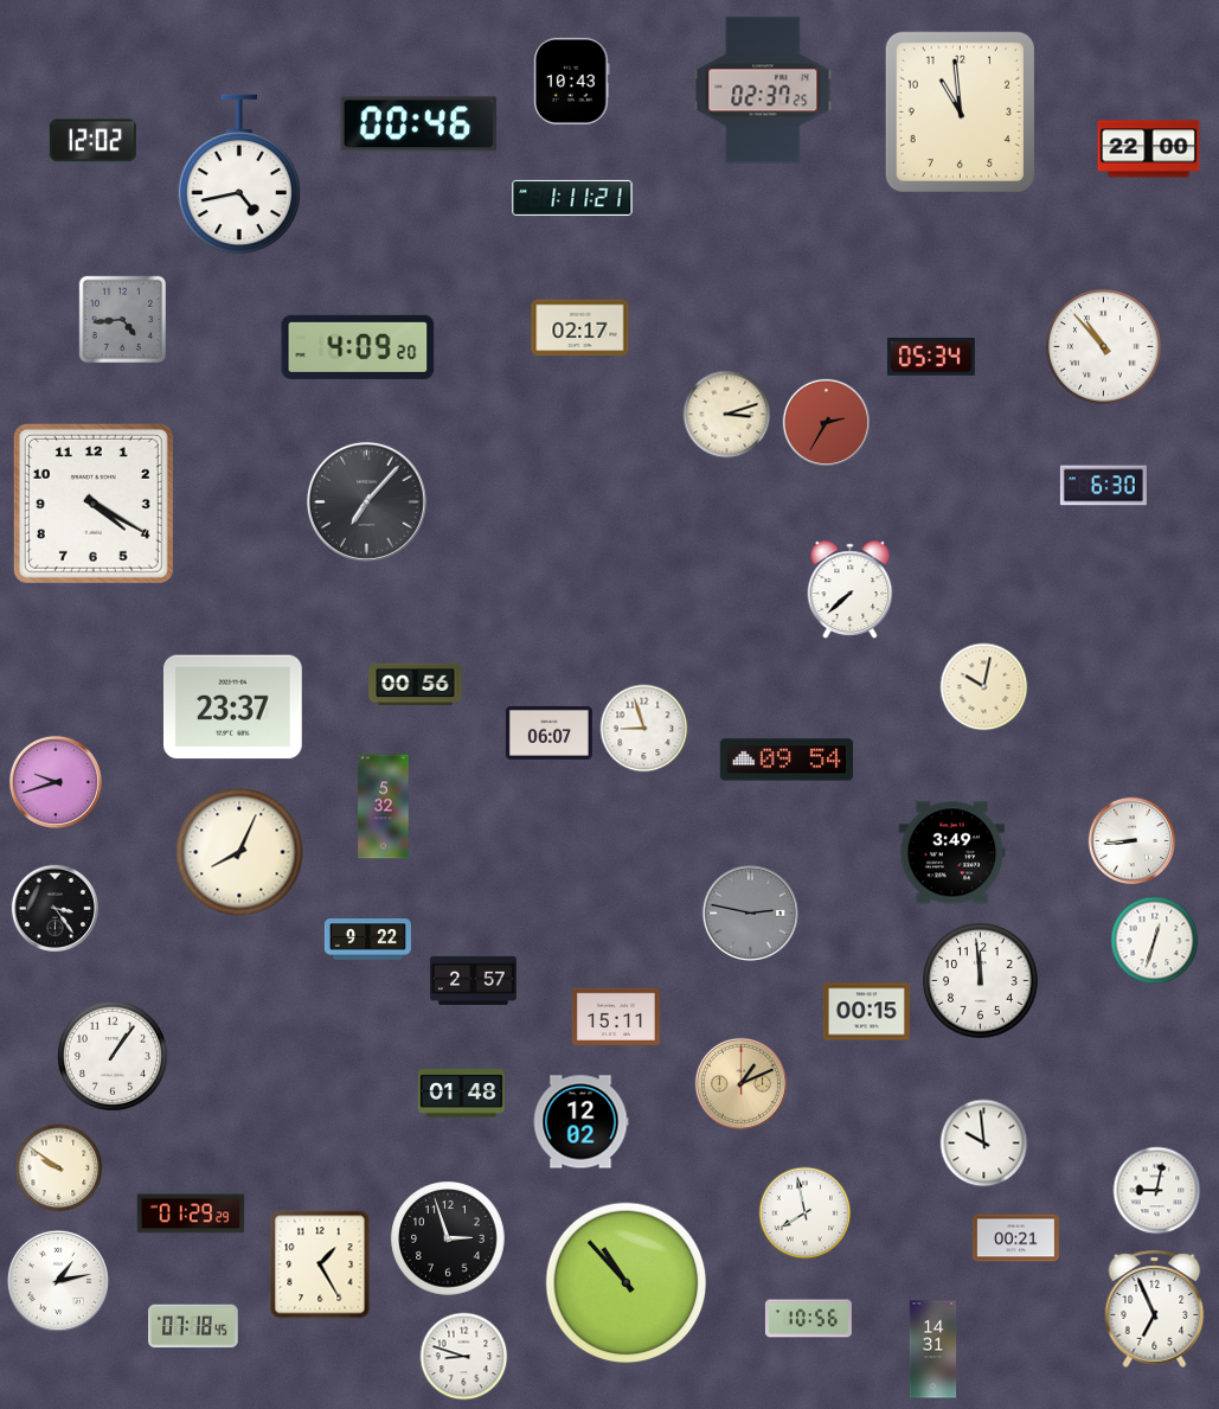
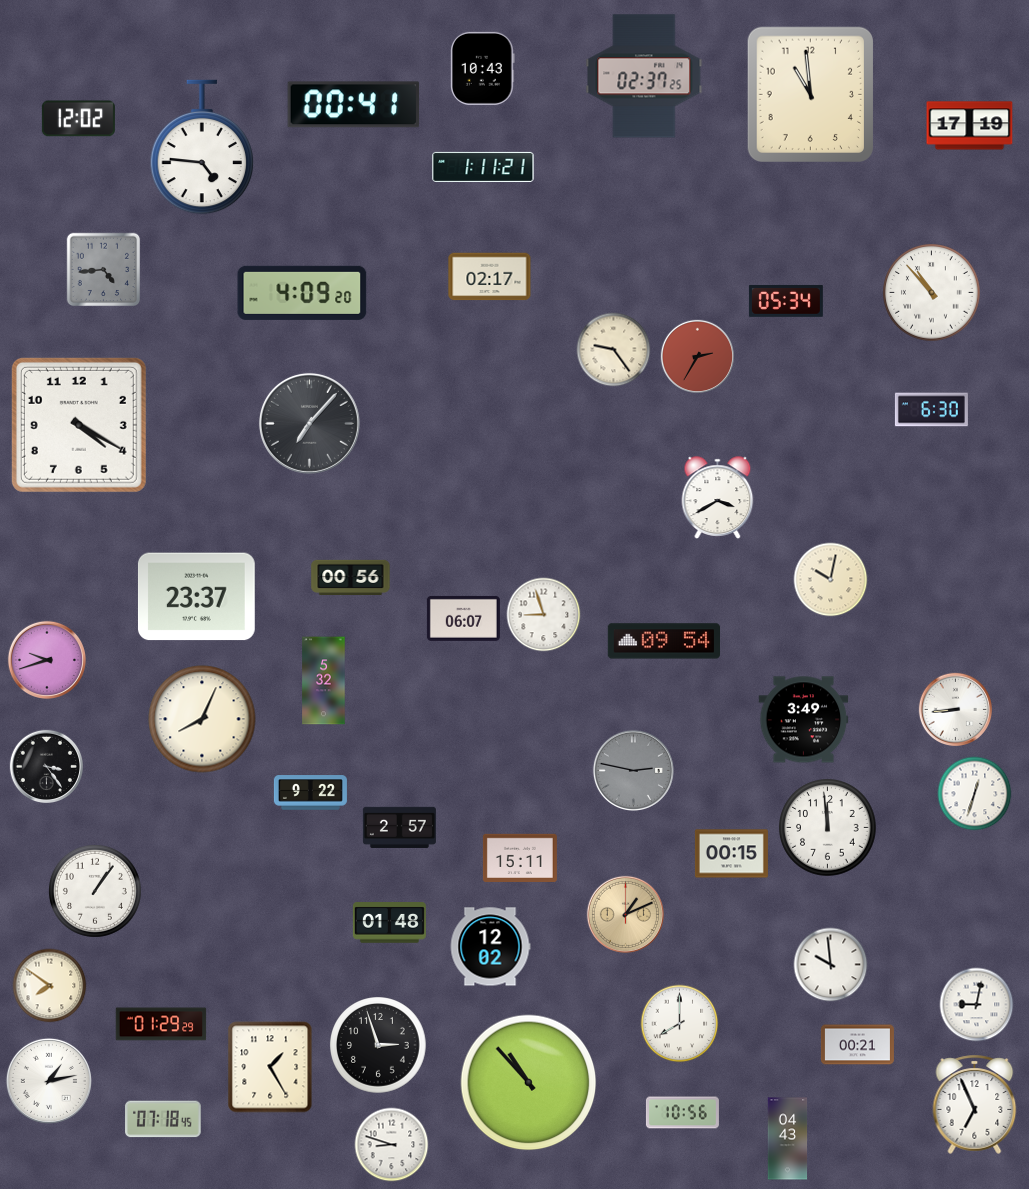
clock at (419, 124): 00:46 -> 00:41
clock at (1149, 149): 22:00 -> 17:19
clock at (239, 174): 4:43 -> 4:46
clock at (727, 415): 3:12 -> 9:24
clock at (851, 590): 7:38 -> 3:40
clock at (59, 1168): 9:51 -> 7:51
clock at (806, 1213): 7:58 -> 8:00
clock at (934, 1350): 14:31 -> 04:43
